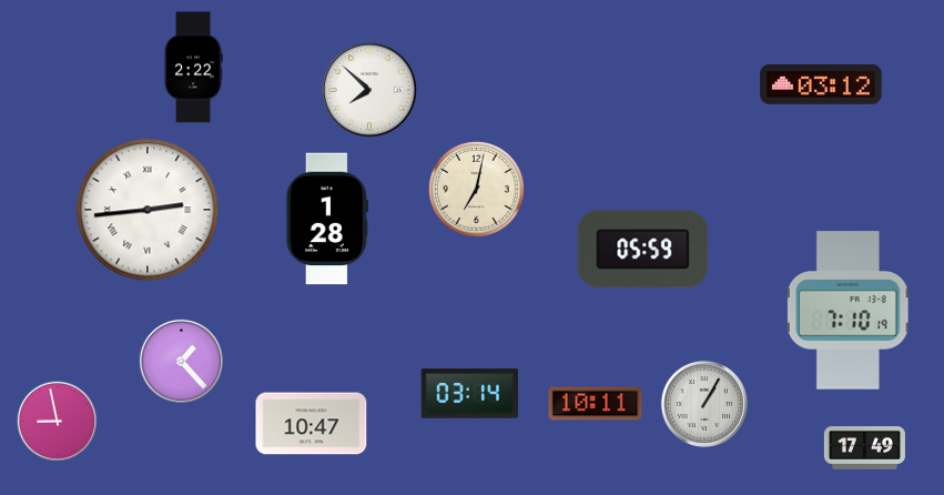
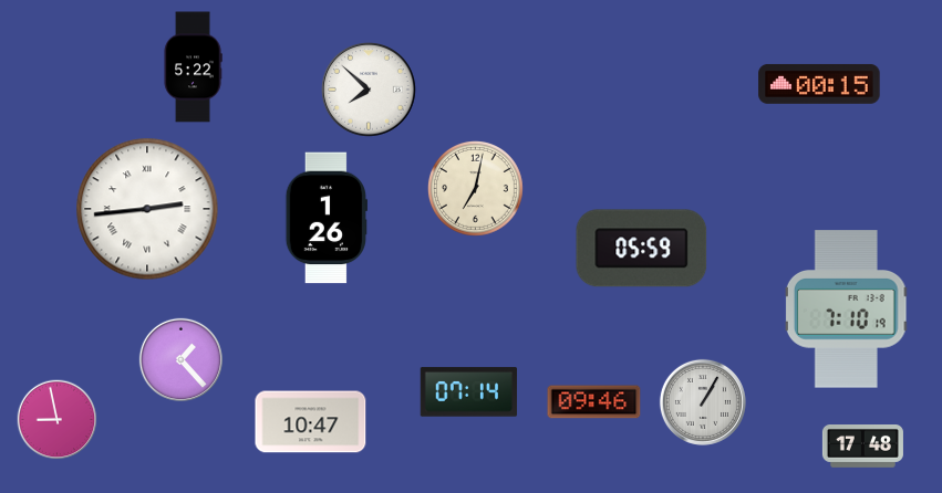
clock at (193, 68): 2:22 -> 5:22
clock at (821, 84): 03:12 -> 00:15
clock at (327, 219): 1:28 -> 1:26
clock at (470, 394): 03:14 -> 07:14
clock at (596, 404): 10:11 -> 09:46
clock at (864, 448): 17:49 -> 17:48
